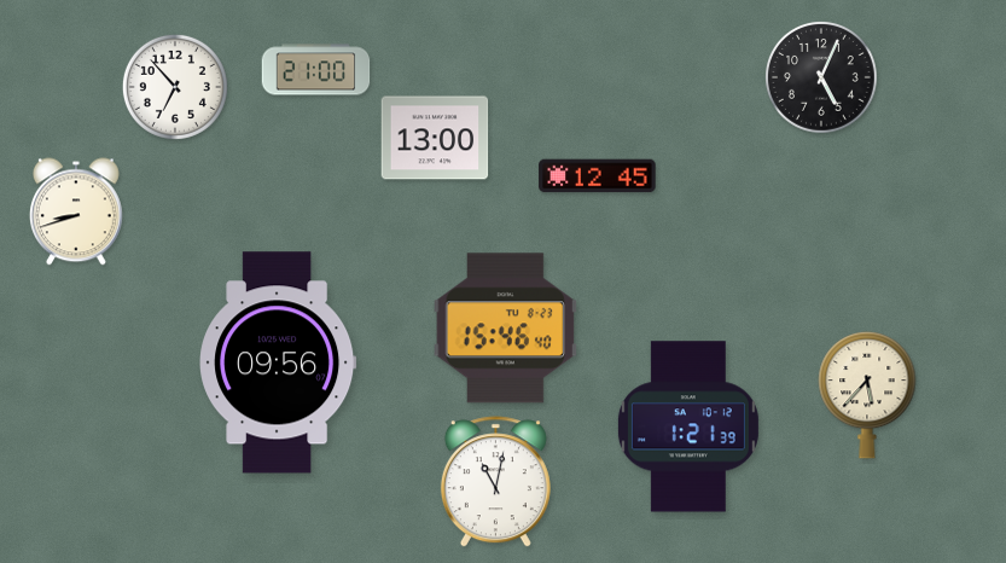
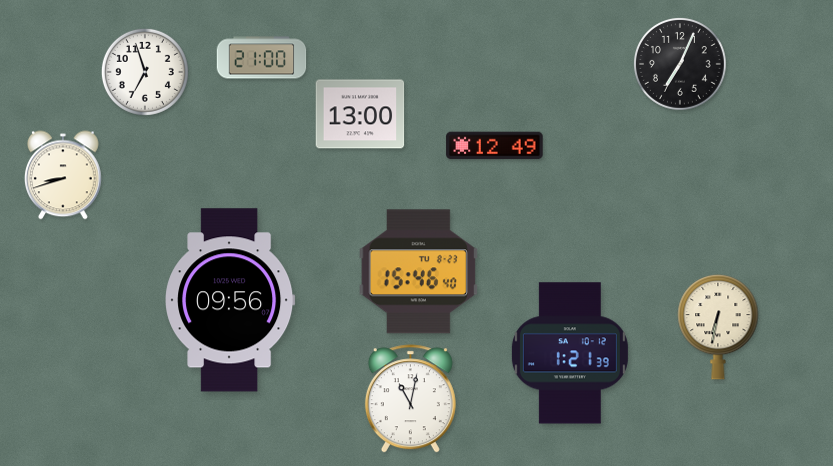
clock at (822, 79): 5:04 -> 7:04
clock at (175, 87): 6:53 -> 6:57
clock at (598, 176): 12:45 -> 12:49
clock at (867, 395): 5:37 -> 6:32
